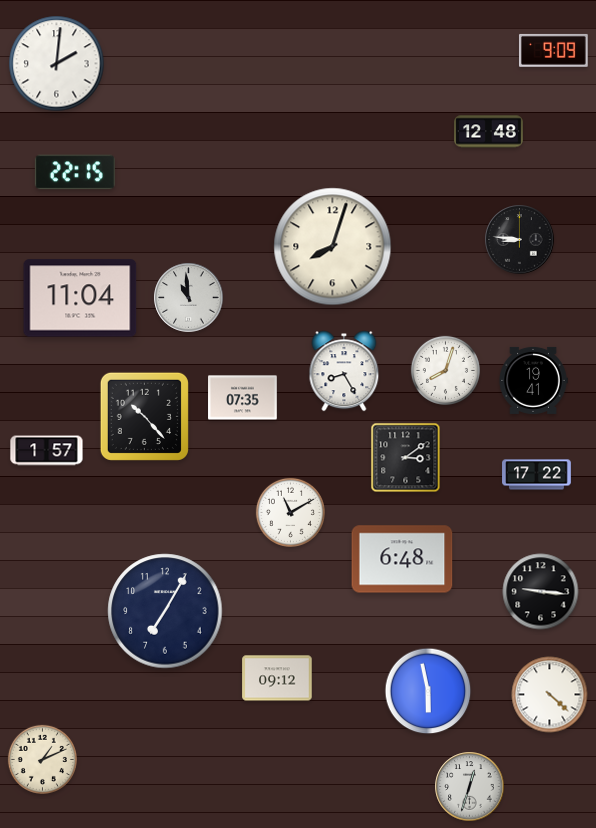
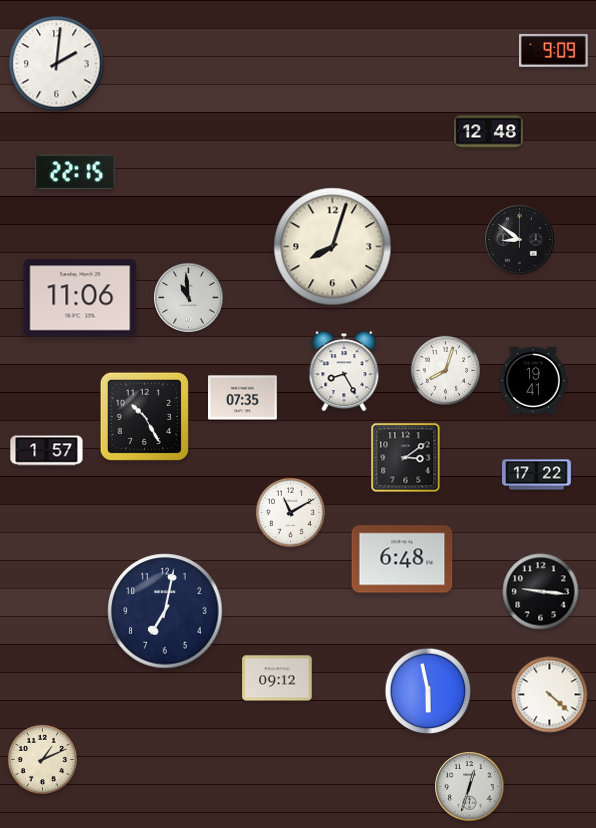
clock at (520, 240): 8:46 -> 8:51
clock at (80, 298): 11:04 -> 11:06
clock at (144, 416): 10:23 -> 10:25
clock at (165, 611): 7:05 -> 7:02
